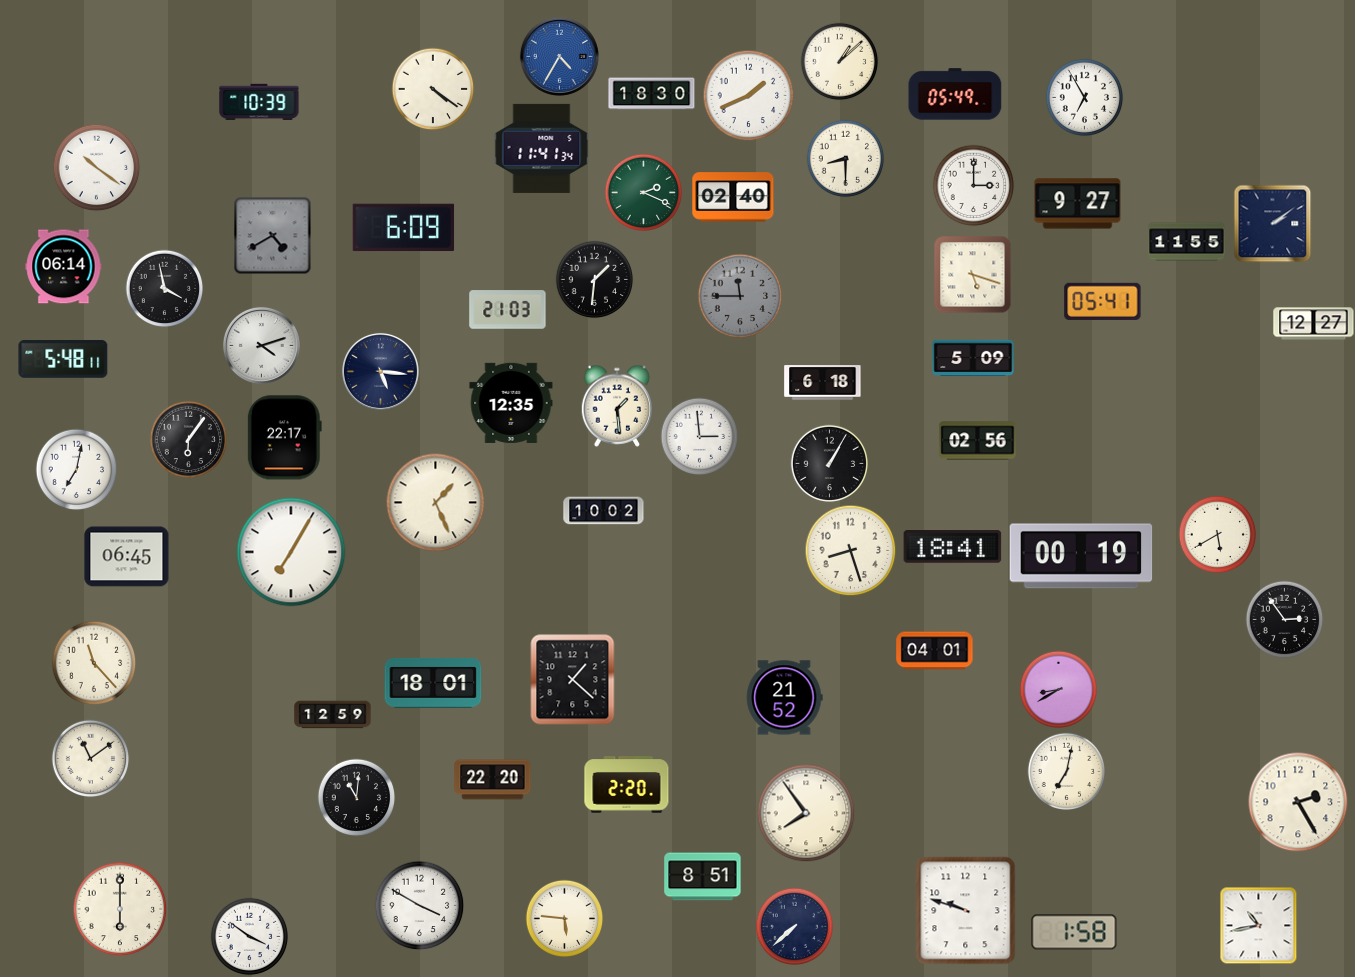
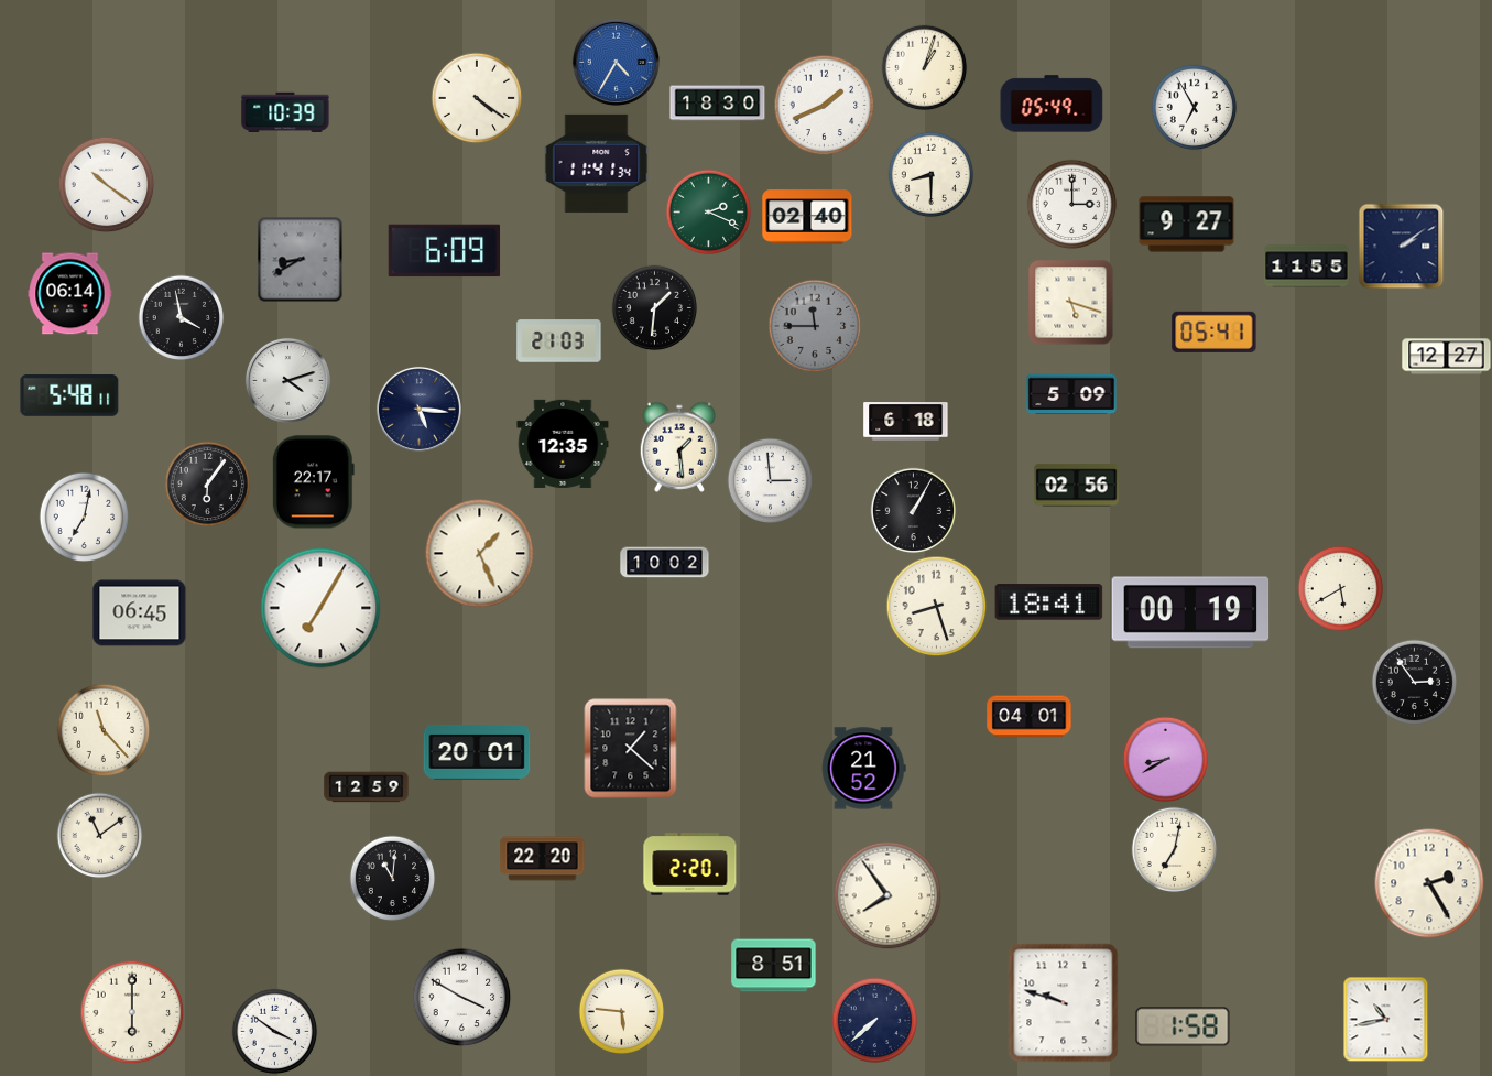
clock at (839, 61): 1:08 -> 1:03
clock at (272, 235): 4:40 -> 8:40
clock at (433, 683): 18:01 -> 20:01
clock at (120, 909) position: (120, 909) -> (132, 1012)
